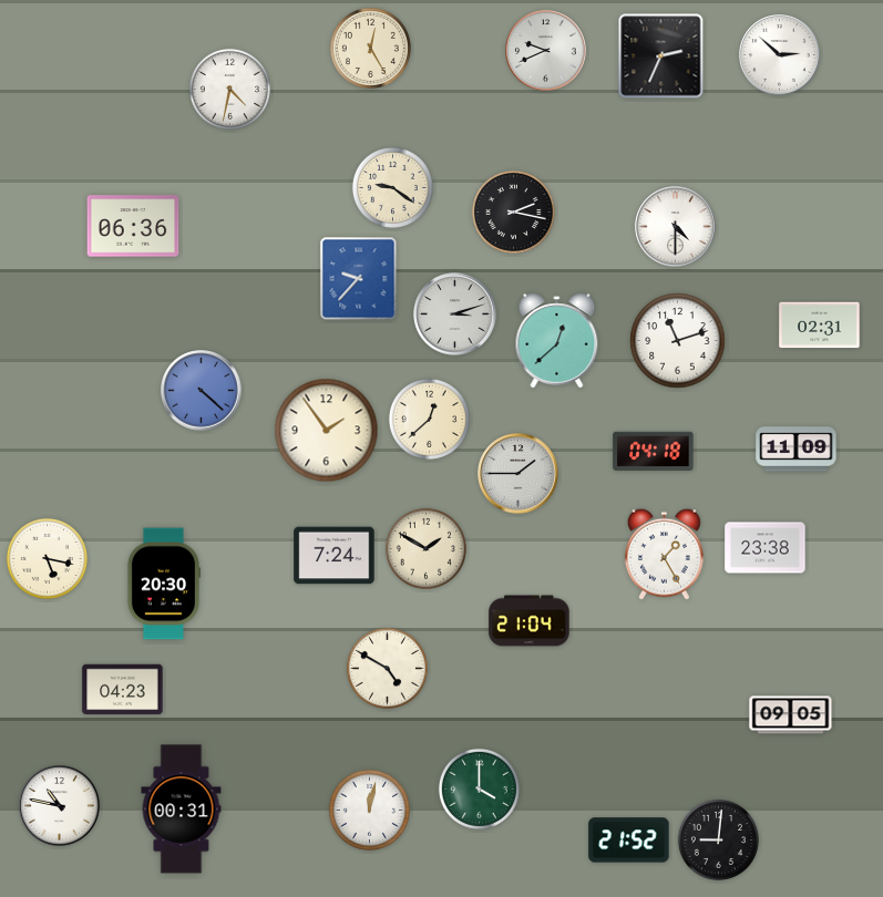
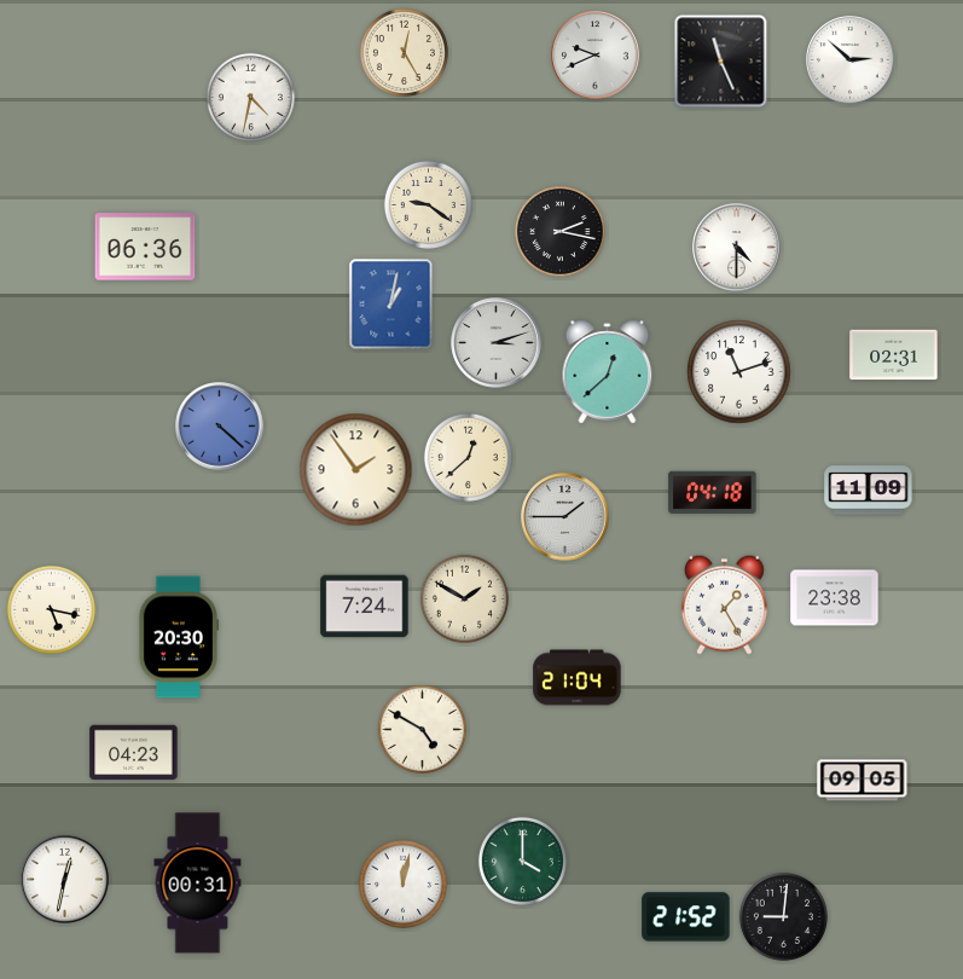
clock at (661, 56): 2:34 -> 11:26
clock at (359, 279): 9:37 -> 1:02
clock at (60, 806): 10:47 -> 12:32
